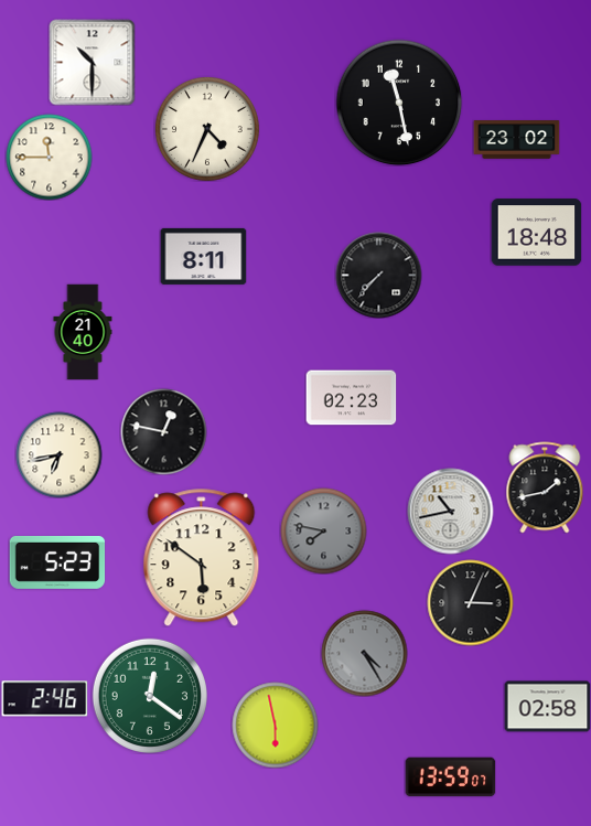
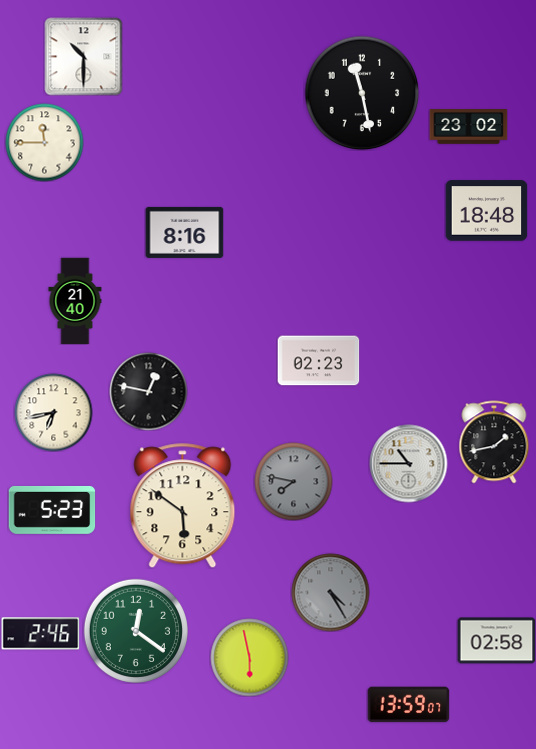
clock at (207, 129): 4:34 -> none
clock at (203, 256): 8:11 -> 8:16
clock at (378, 275): 7:37 -> none
clock at (450, 511): 10:43 -> 10:45
clock at (470, 602): 3:04 -> none
